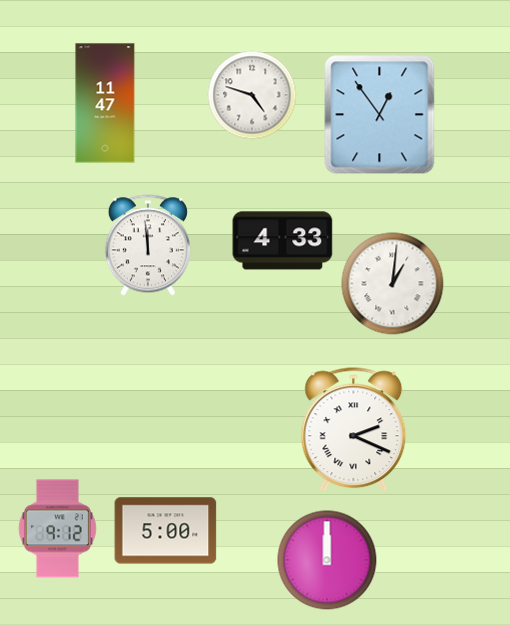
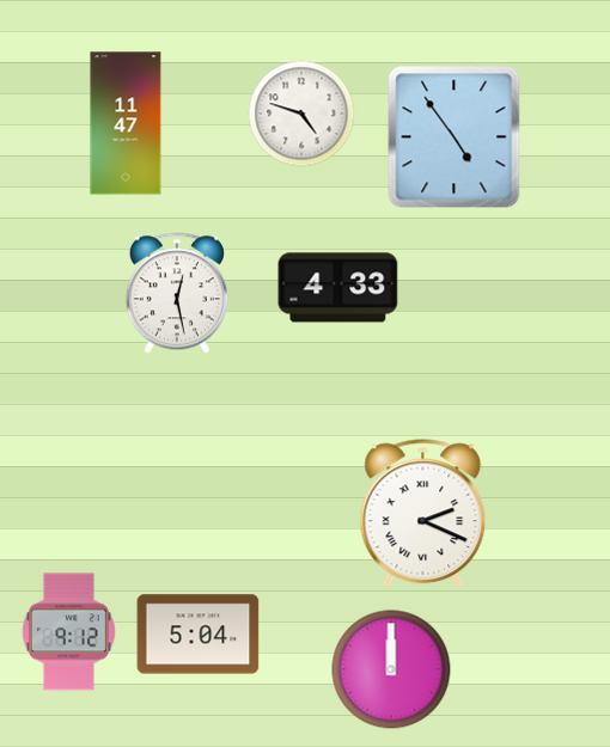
clock at (380, 115): 12:54 -> 4:54
clock at (148, 245): 11:59 -> 12:28
clock at (393, 284): 1:01 -> none
clock at (166, 531): 5:00 -> 5:04
